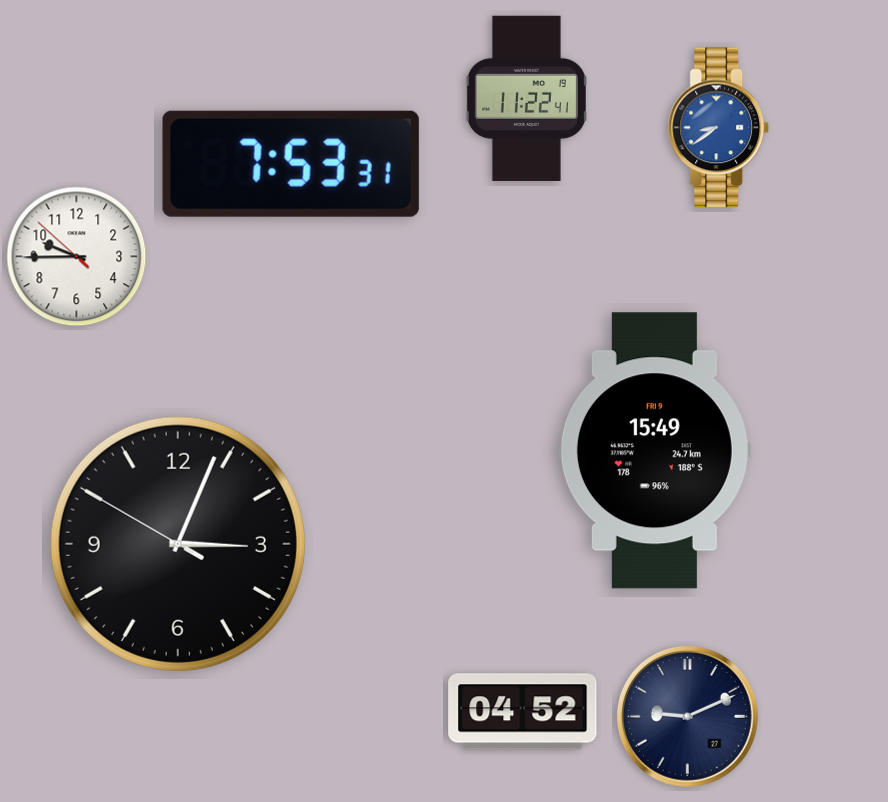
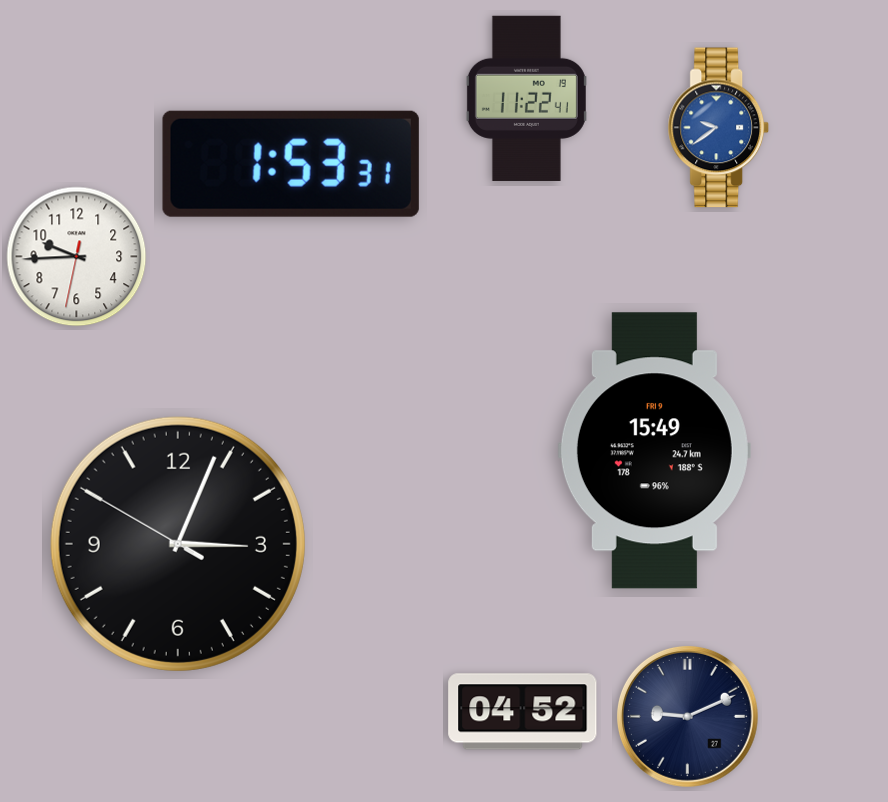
clock at (719, 128): 8:39 -> 9:39
clock at (291, 164): 7:53 -> 1:53
clock at (77, 257): 9:44:52 -> 9:44:32
